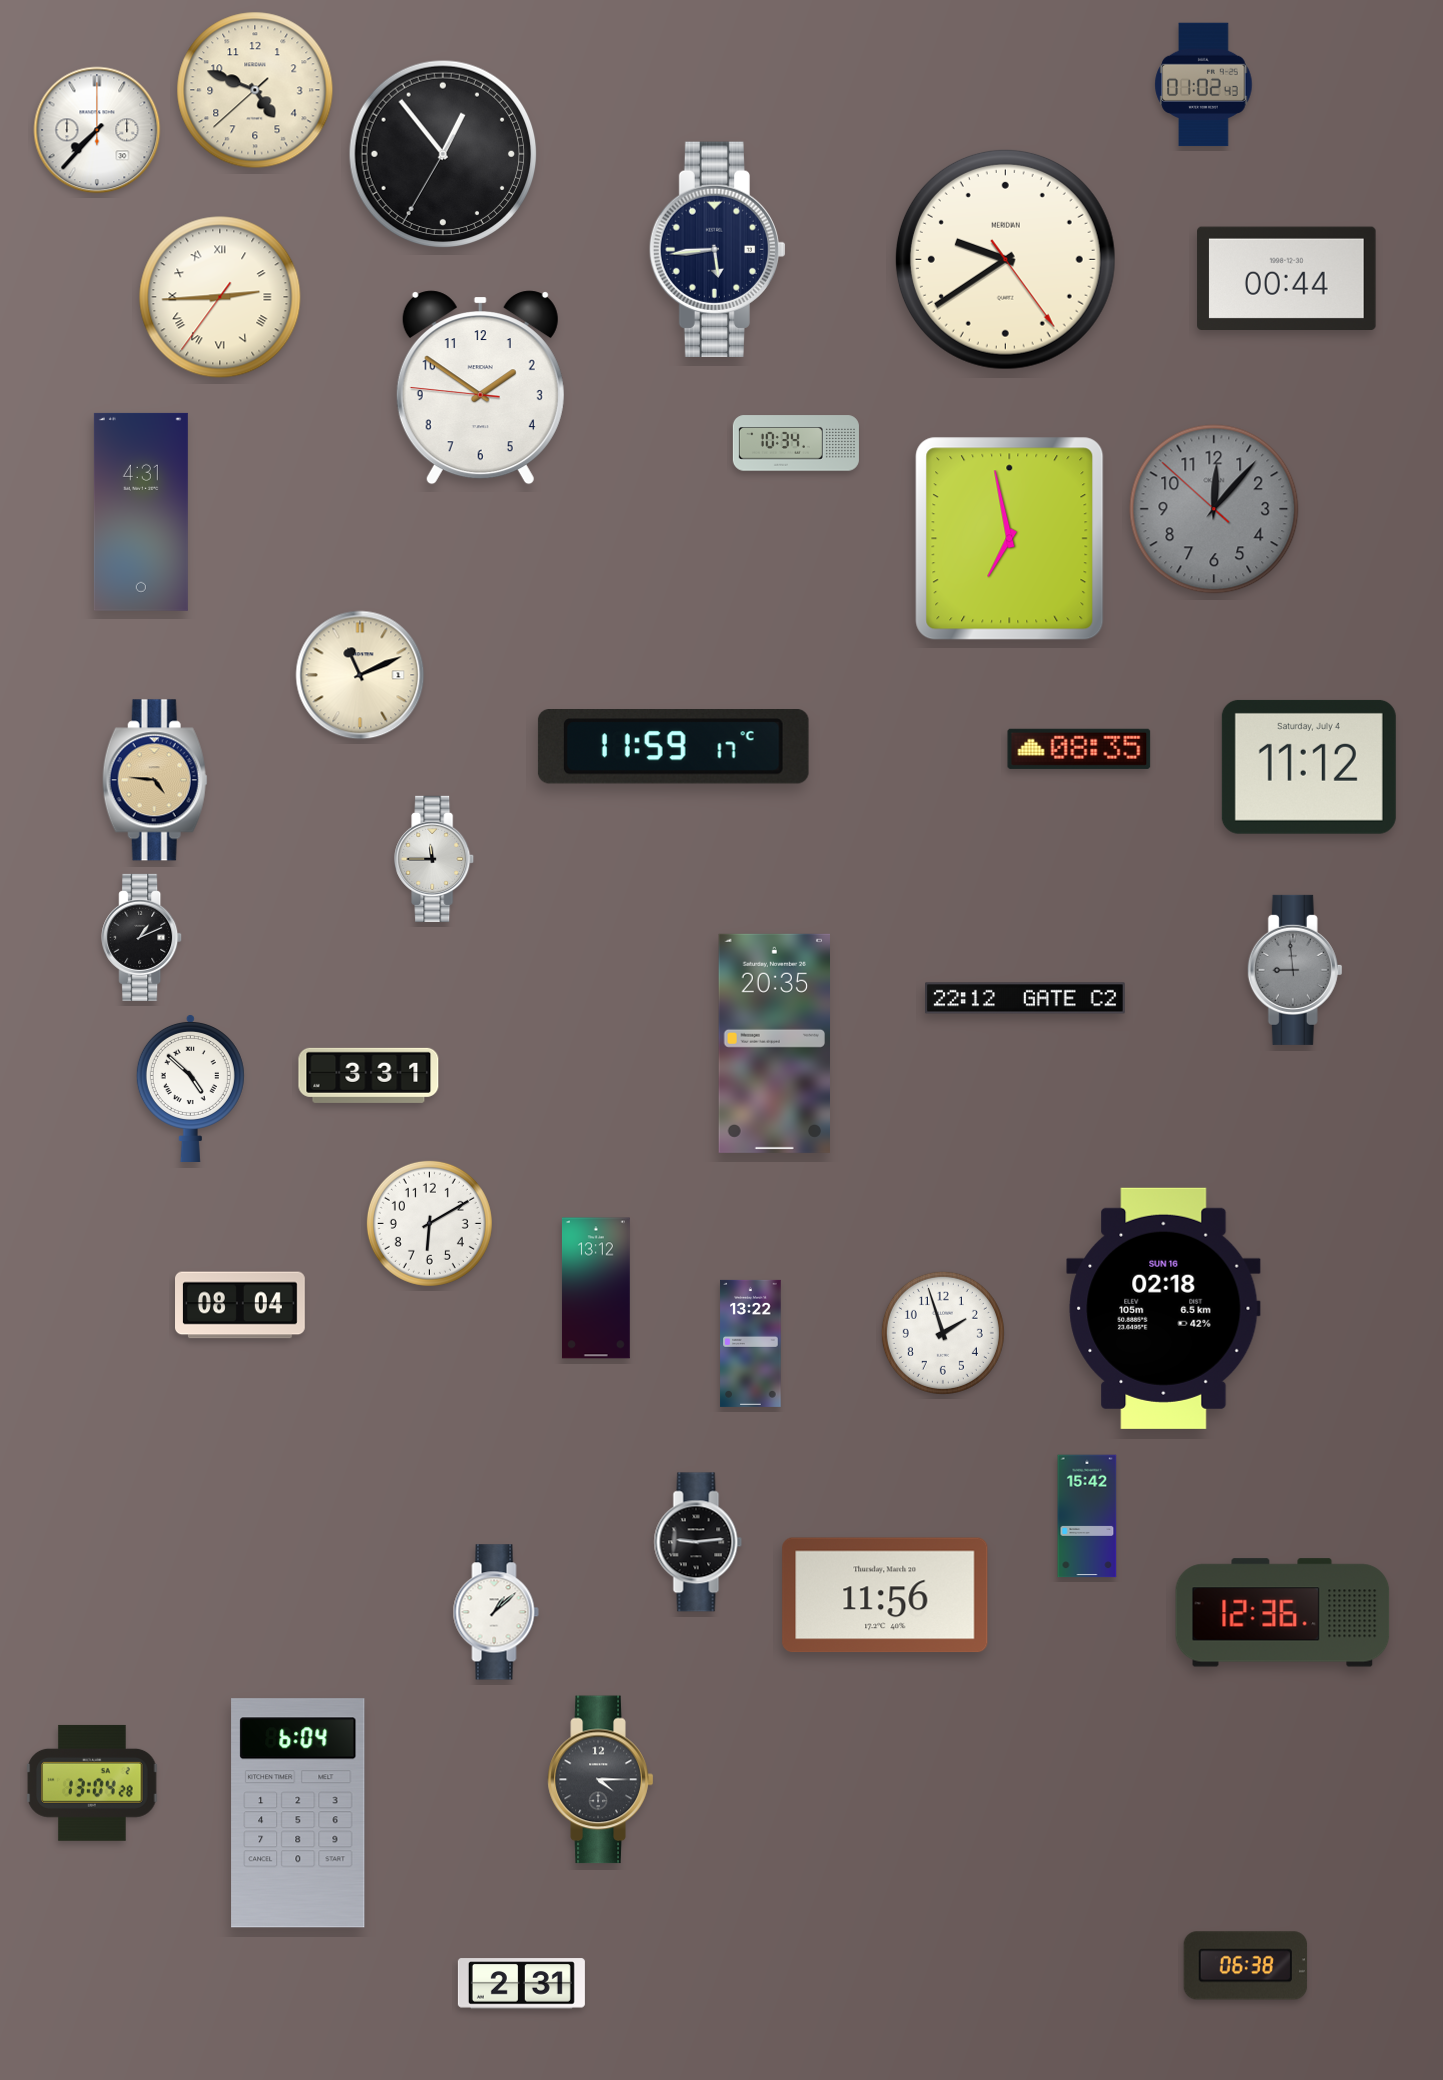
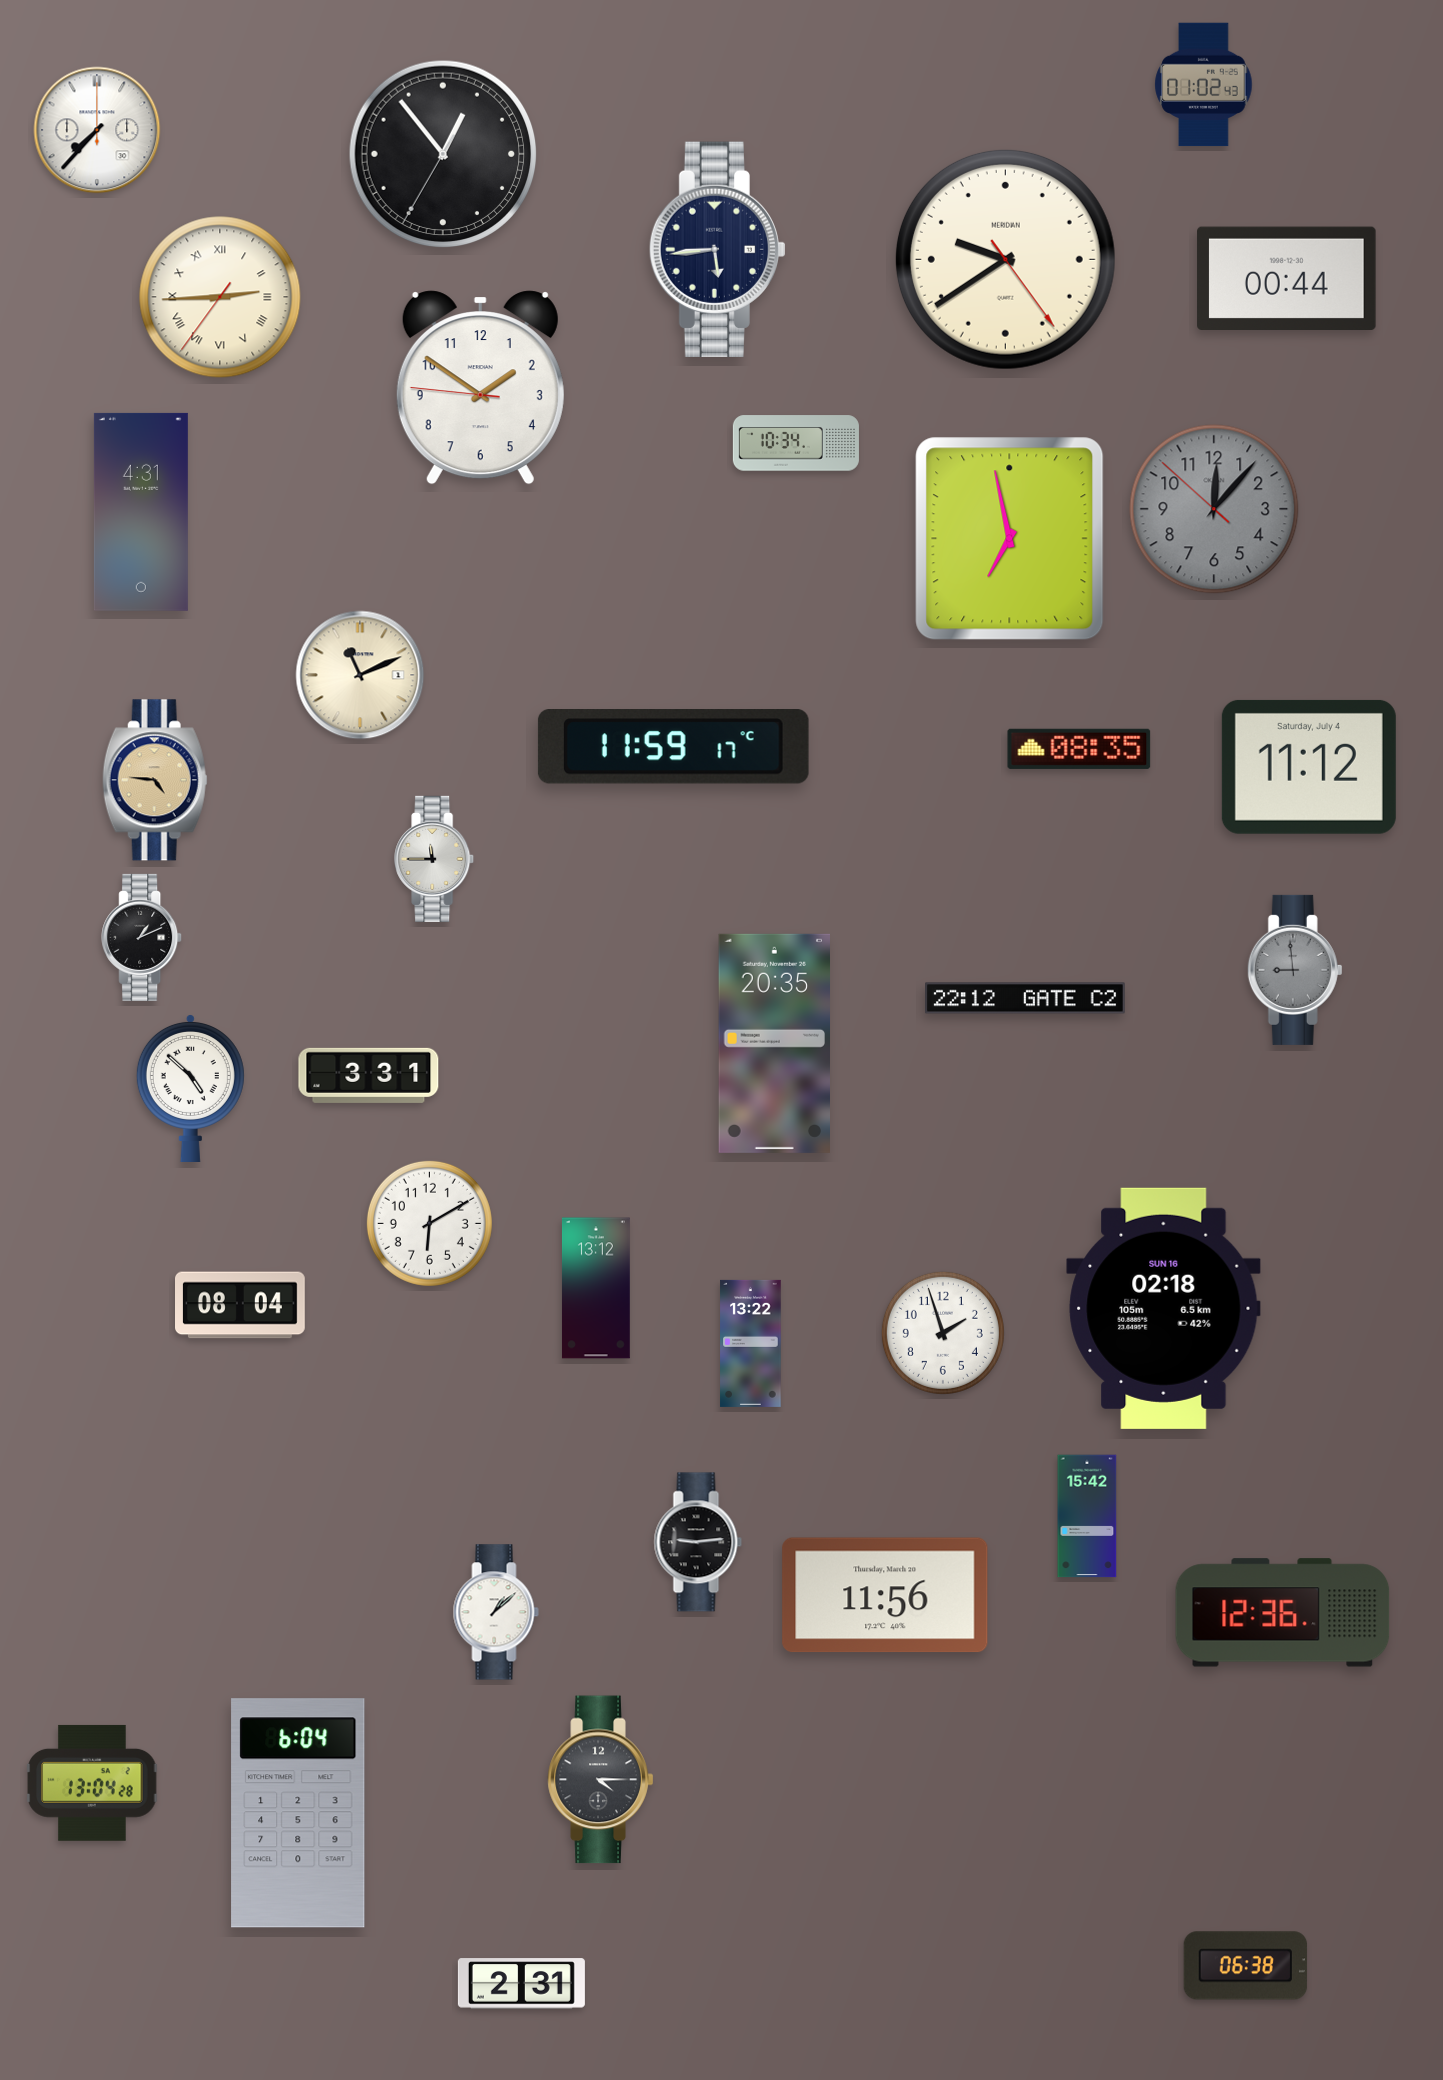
clock at (255, 90): 4:48 -> none
